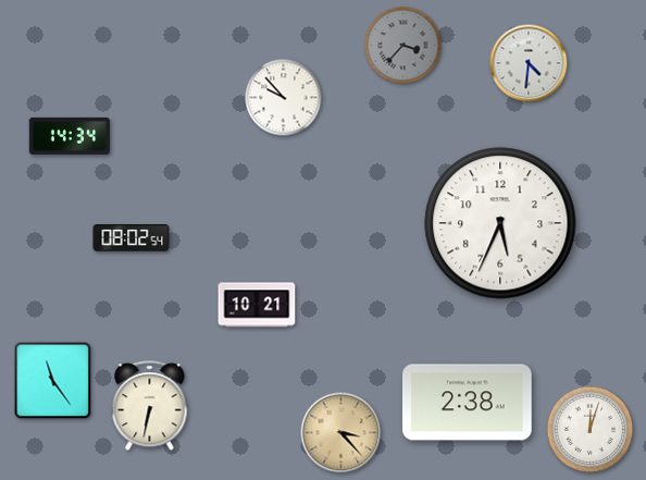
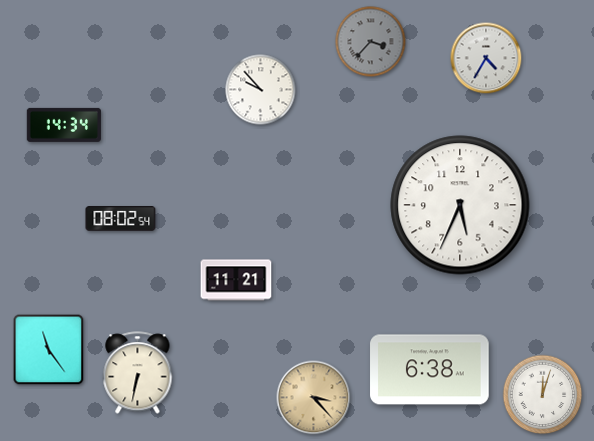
clock at (529, 63): 4:31 -> 4:35
clock at (257, 305): 10:21 -> 11:21
clock at (468, 403): 2:38 -> 6:38
